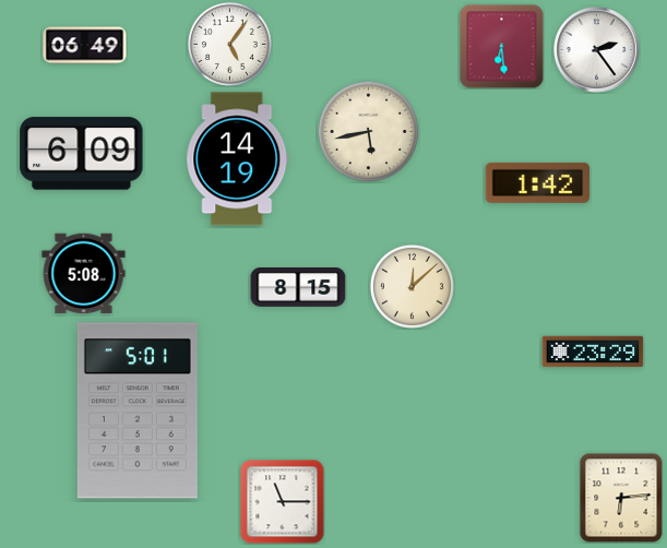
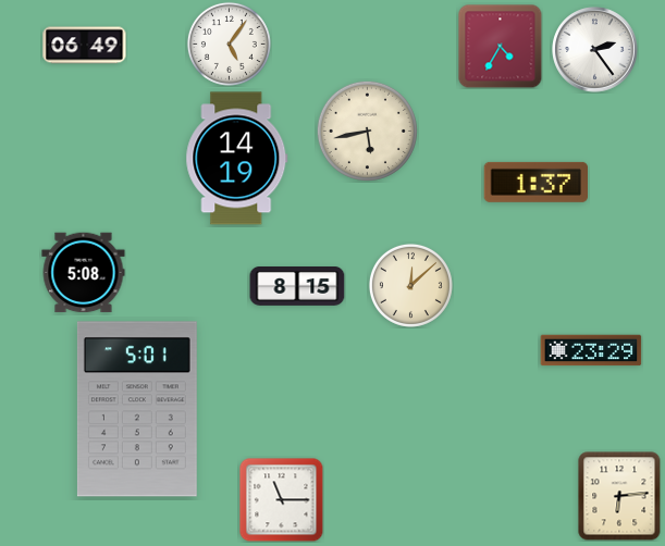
clock at (501, 46): 6:29 -> 4:35
clock at (82, 154): 6:09 -> none
clock at (537, 182): 1:42 -> 1:37
